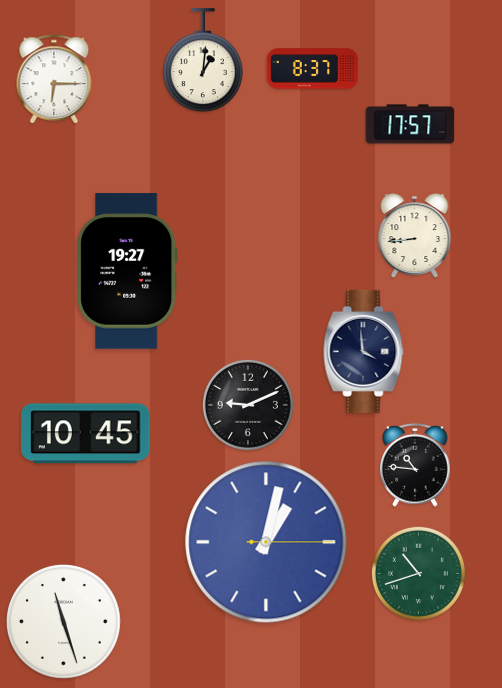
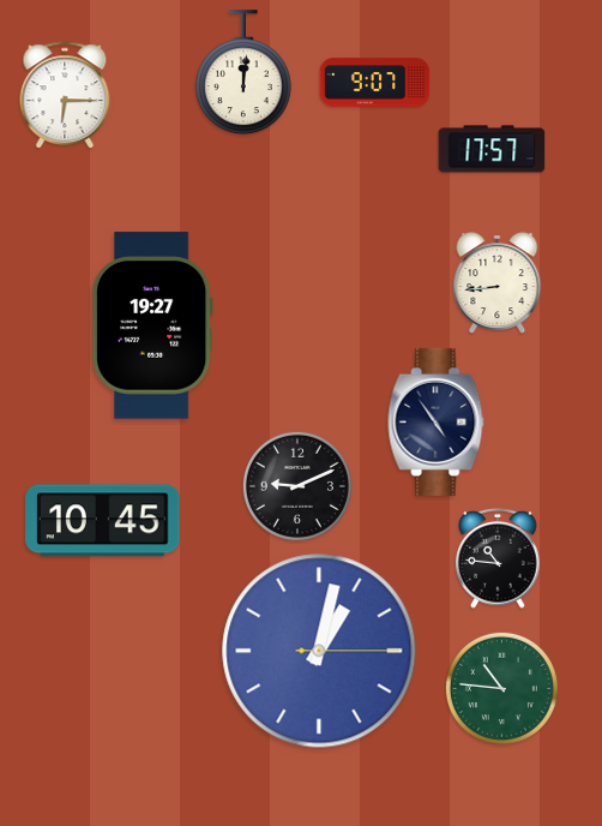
clock at (203, 61): 1:01 -> 12:01
clock at (313, 69): 8:37 -> 9:07
clock at (364, 351): 3:59 -> 4:54
clock at (418, 573): 10:42 -> 10:46
clock at (64, 622): 11:27 -> none
